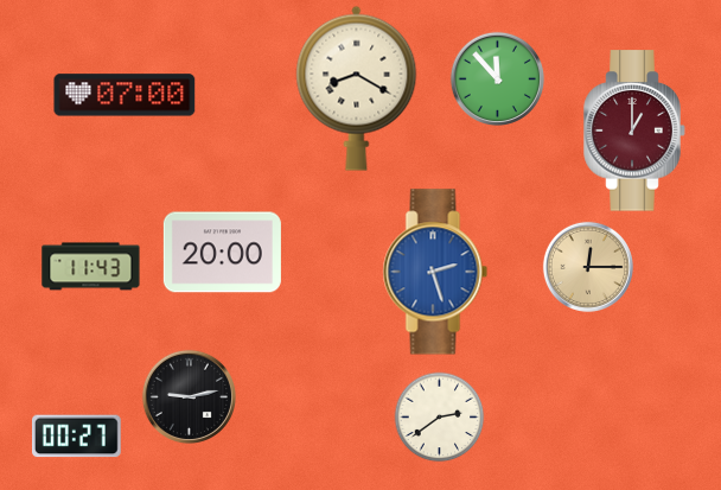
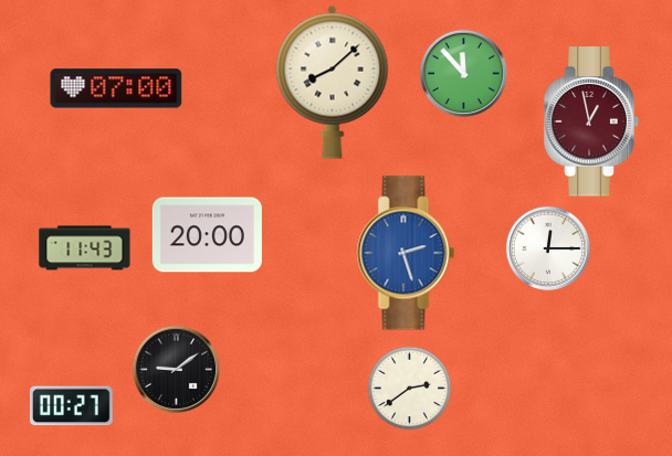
clock at (357, 88): 8:20 -> 8:08
clock at (634, 131): 1:00 -> 12:58
clock at (588, 267) dial: champagne -> white
clock at (189, 396): 9:13 -> 9:09
